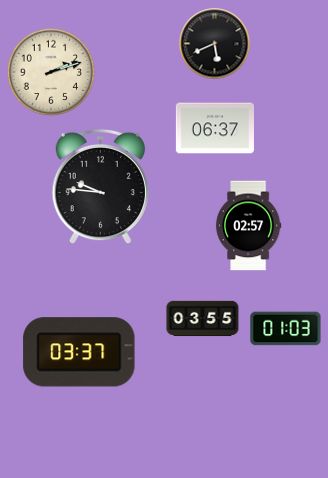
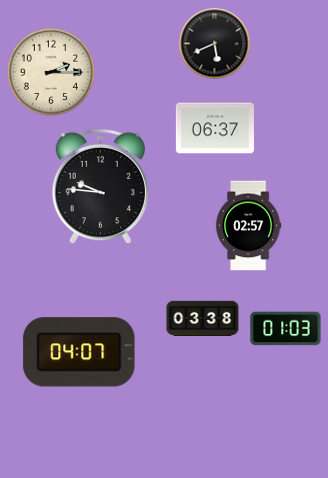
clock at (51, 72): 2:12 -> 2:15
clock at (203, 319): 03:55 -> 03:38
clock at (79, 352): 03:37 -> 04:07
